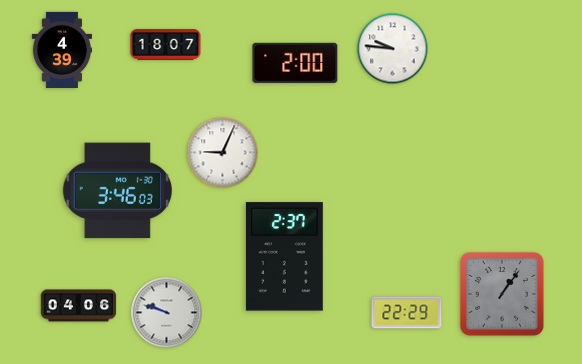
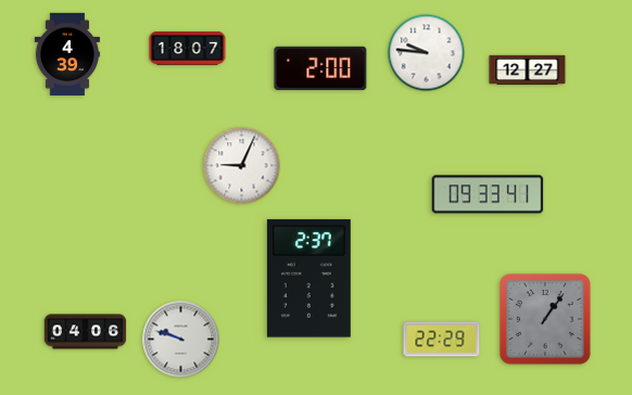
clock at (166, 45) position: (166, 45) -> (188, 49)
clock at (528, 69): none -> 12:27
clock at (488, 194): none -> 09:33
clock at (117, 191): 3:46 -> none
